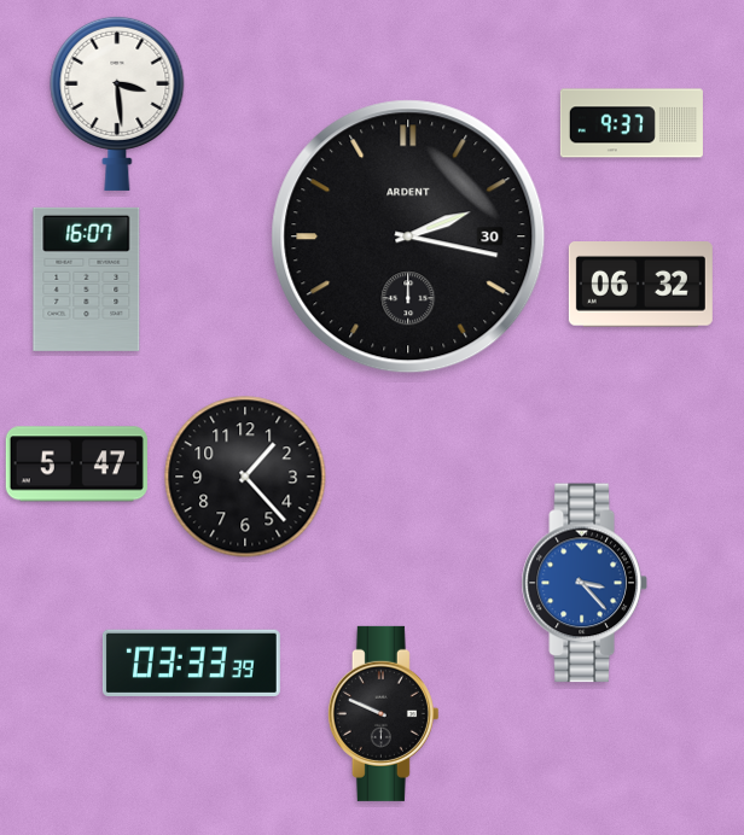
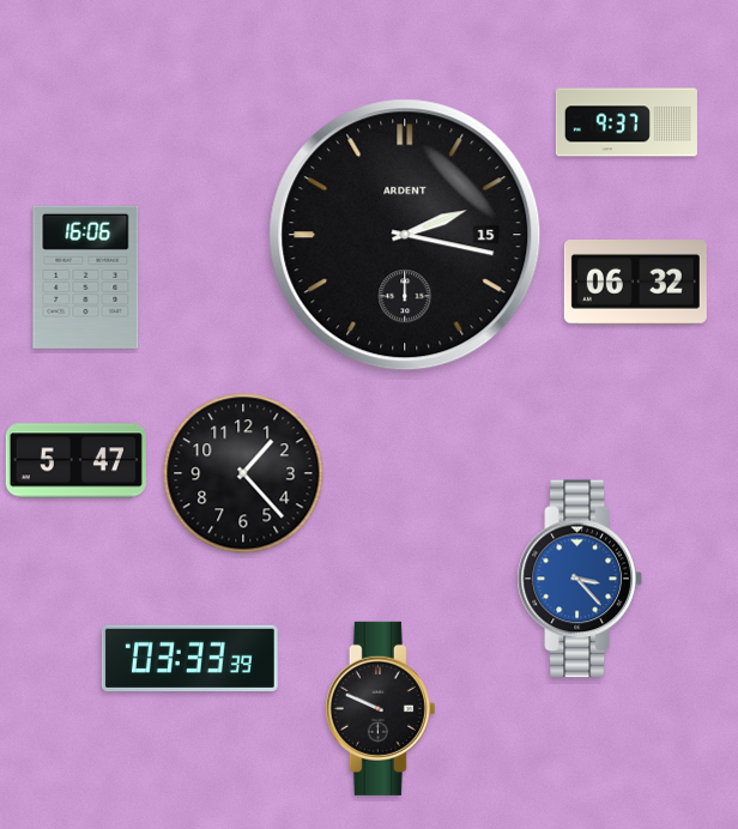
clock at (117, 103): 3:29 -> none
clock at (408, 237) date: 30 -> 15
clock at (87, 279): 16:07 -> 16:06
